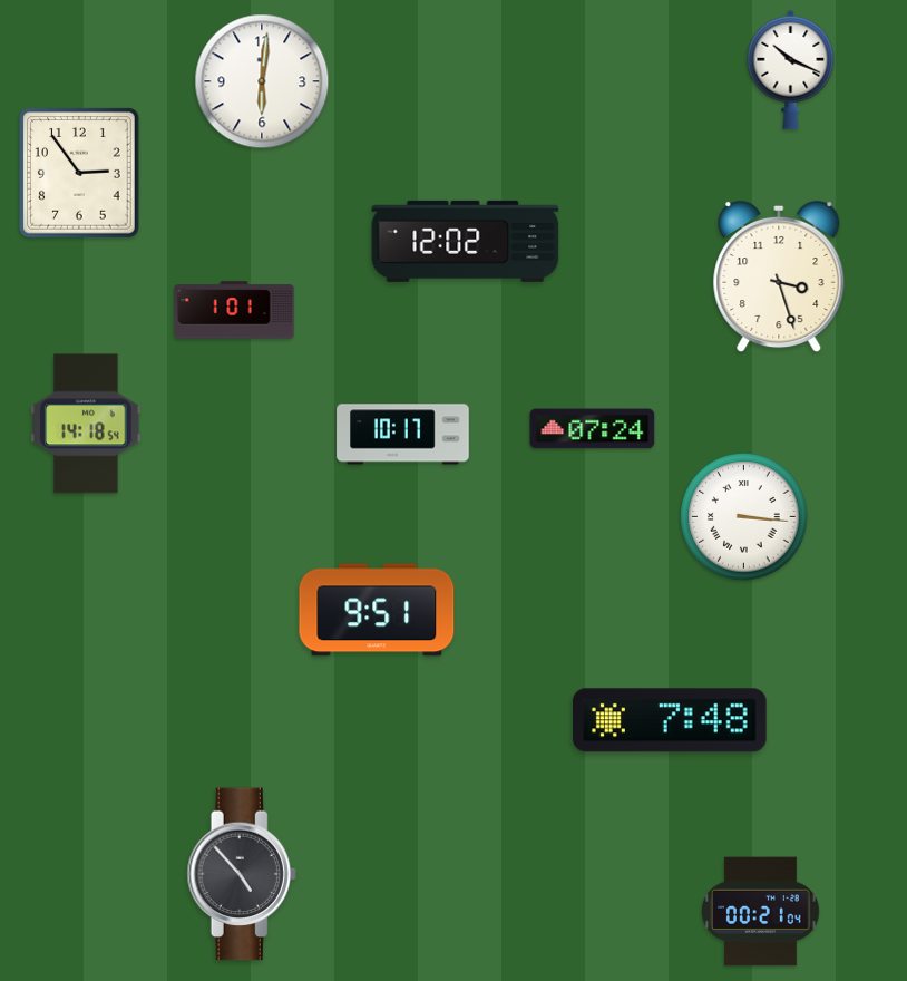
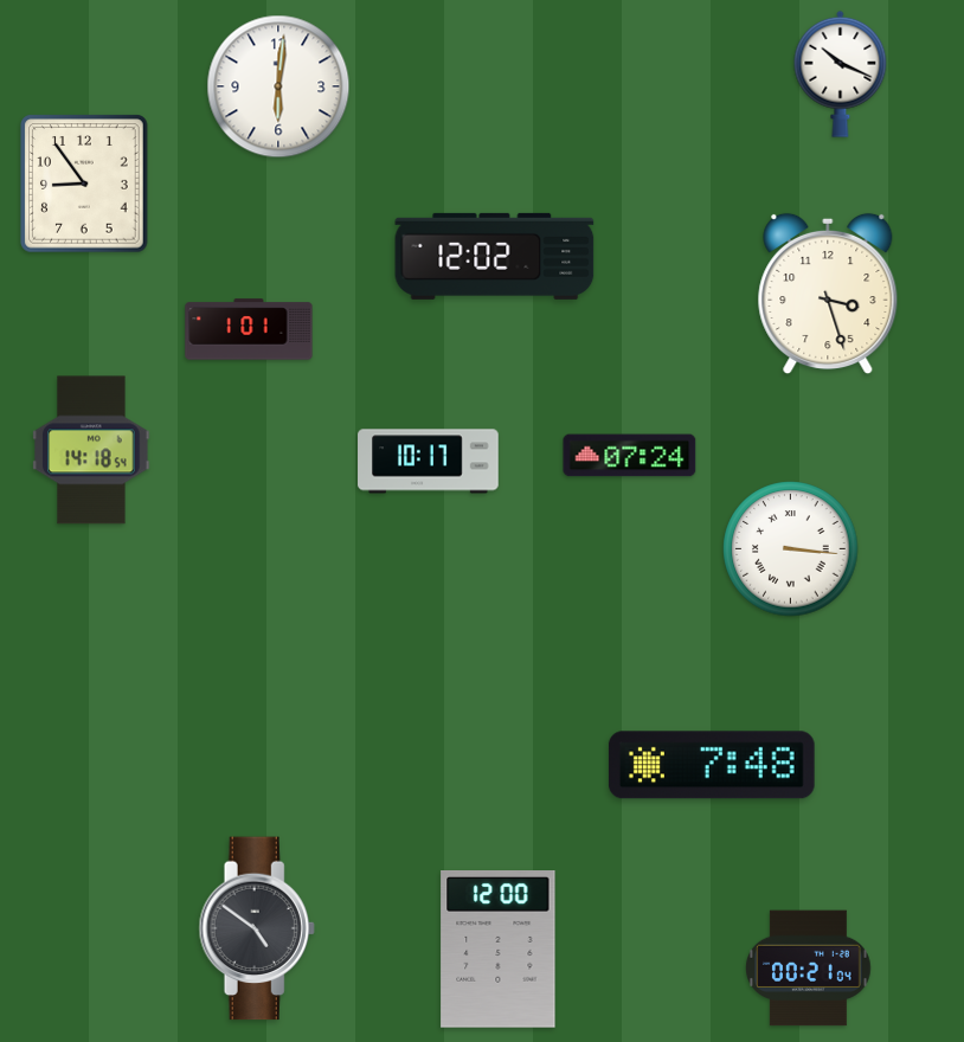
clock at (79, 173): 2:54 -> 8:54
clock at (377, 610): 9:51 -> none
clock at (242, 874): 4:53 -> 4:51
clock at (499, 950): none -> 12:00
